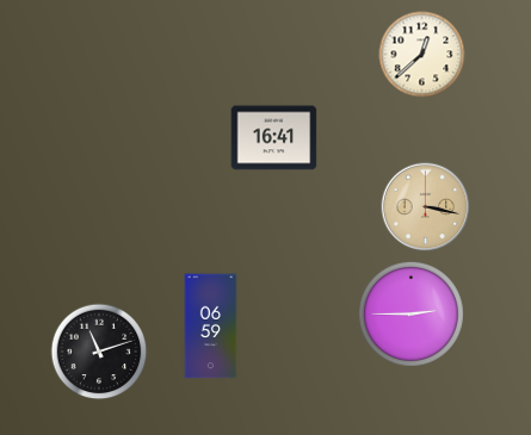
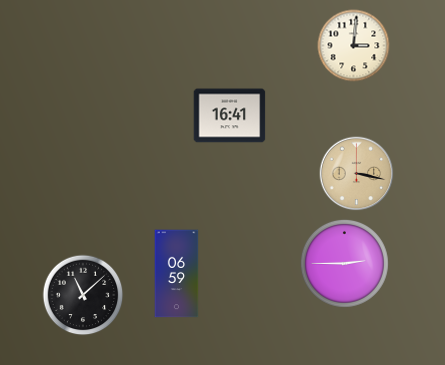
clock at (422, 55): 12:38 -> 3:01
clock at (99, 352): 11:12 -> 11:08
